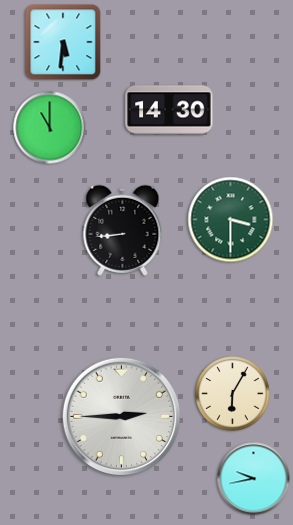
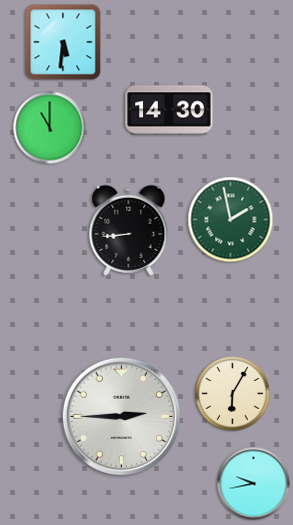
clock at (231, 220): 3:30 -> 1:58
clock at (123, 230) position: (123, 230) -> (129, 230)
clock at (254, 479) position: (254, 479) -> (254, 484)
